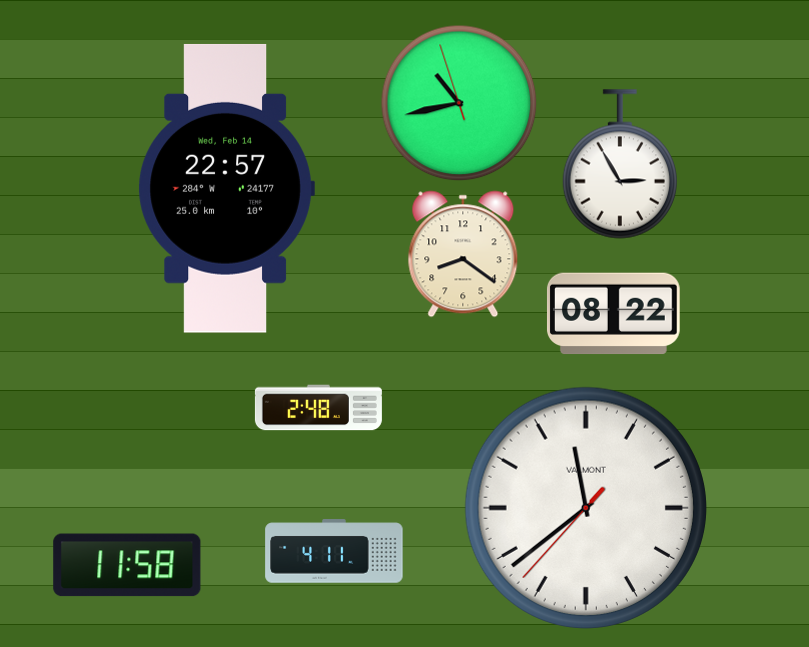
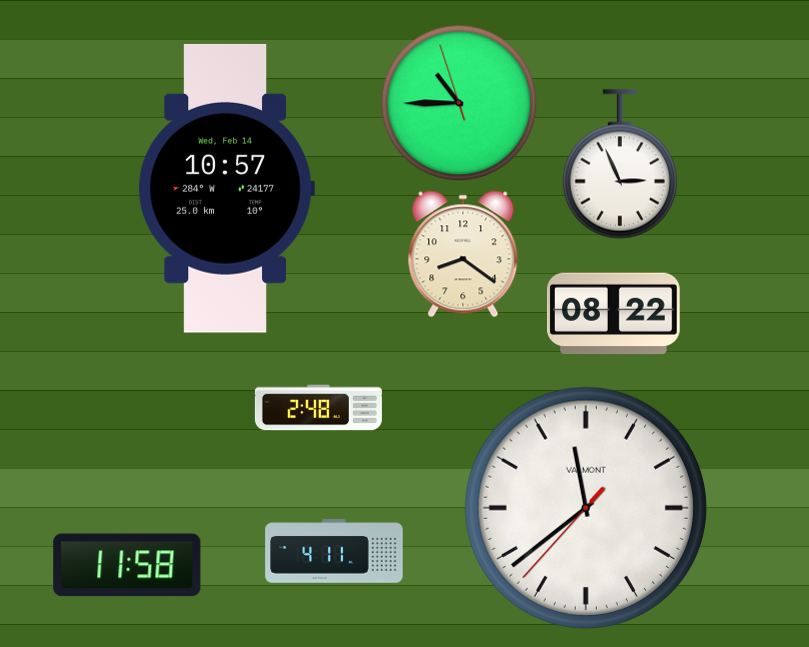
clock at (459, 103): 10:42 -> 10:44
clock at (620, 164): 2:55 -> 2:56
clock at (226, 188): 22:57 -> 10:57
